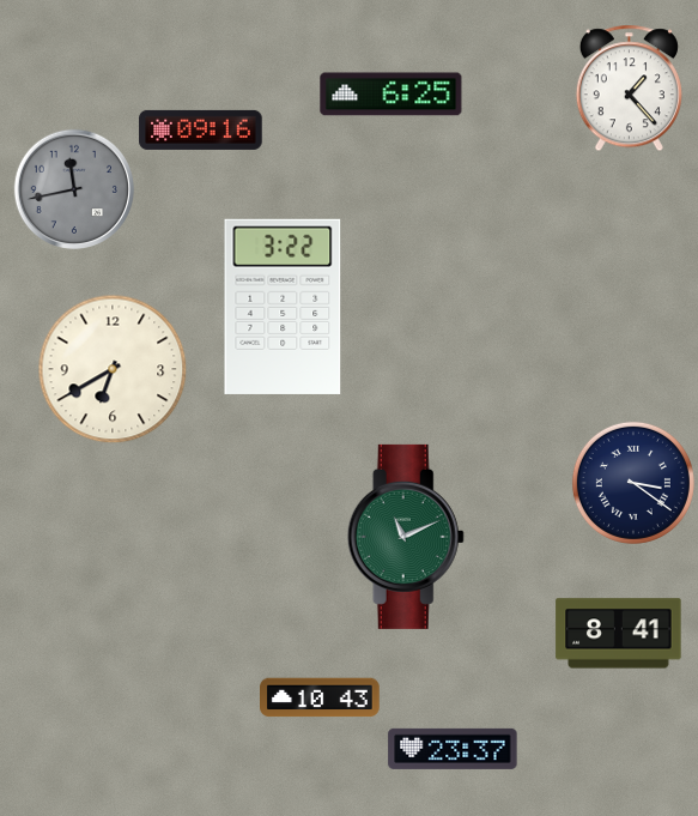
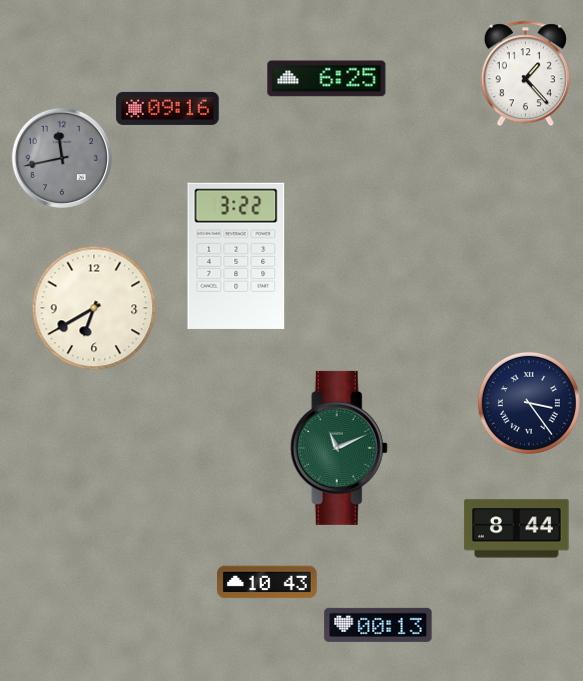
clock at (633, 483): 3:21 -> 3:24
clock at (619, 634): 8:41 -> 8:44
clock at (453, 749): 23:37 -> 00:13
